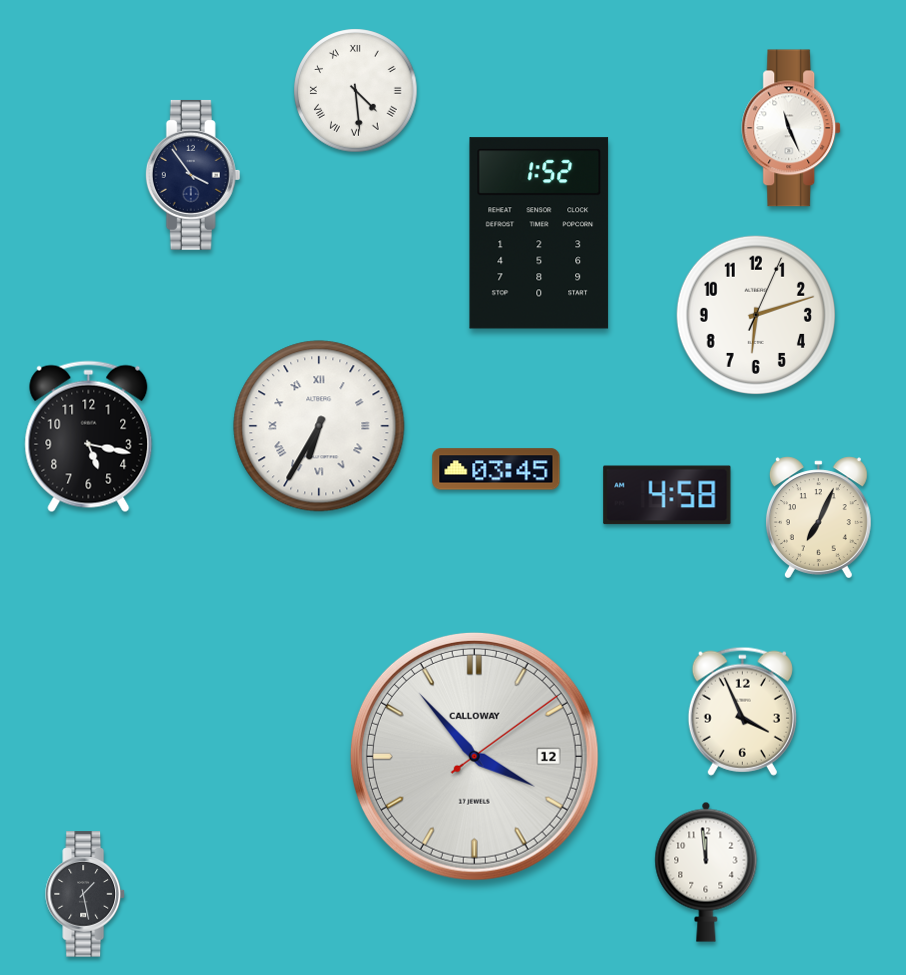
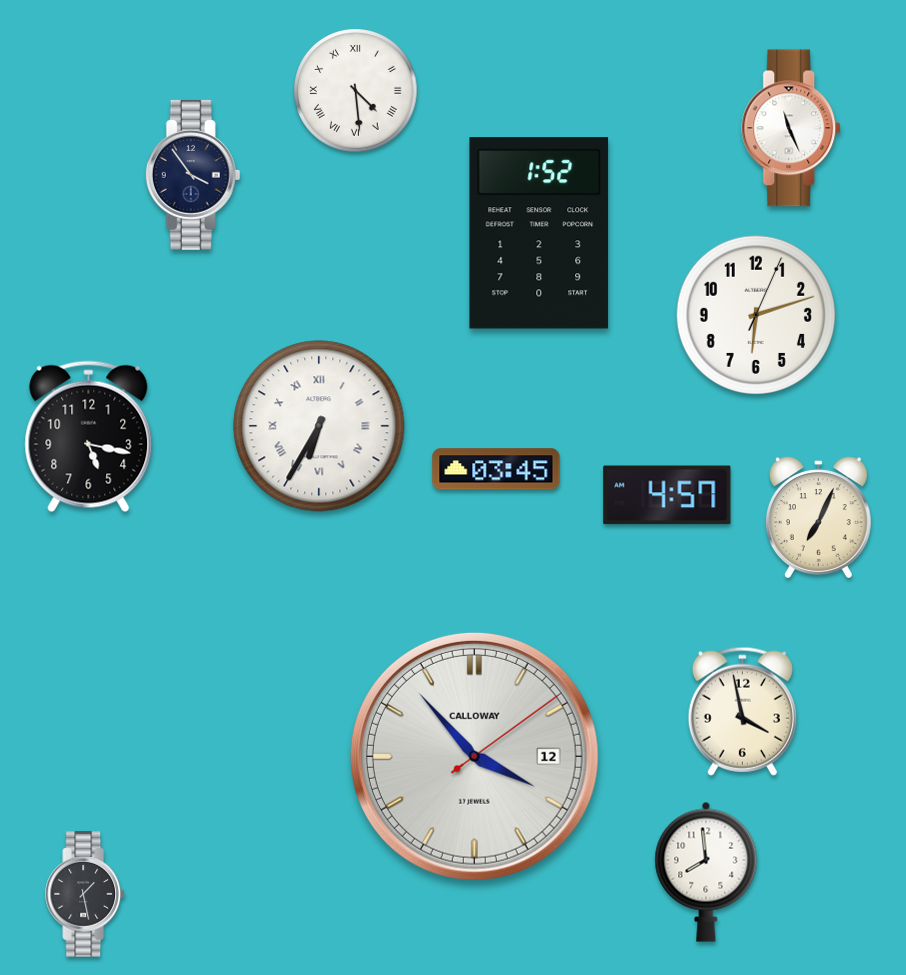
clock at (667, 495): 4:58 -> 4:57
clock at (742, 711): 3:56 -> 3:58
clock at (706, 872): 11:59 -> 7:59
